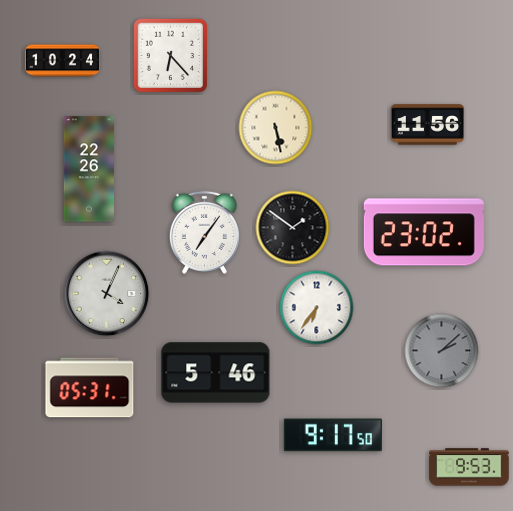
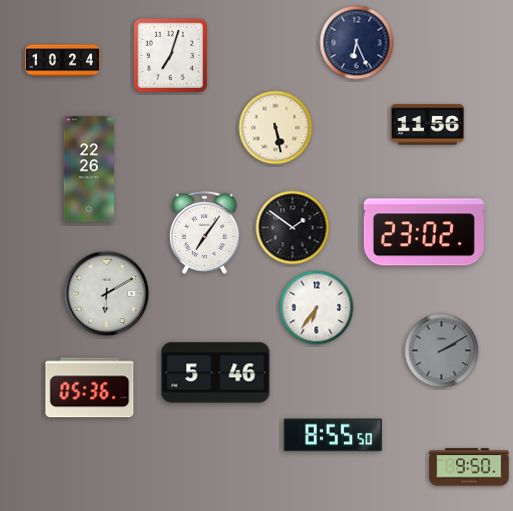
clock at (357, 43): none -> 6:26
clock at (170, 55): 6:23 -> 7:03
clock at (107, 294): 4:04 -> 6:10
clock at (442, 351): 2:08 -> 2:10
clock at (90, 388): 05:31 -> 05:36
clock at (333, 435): 9:17 -> 8:55
clock at (469, 467): 9:53 -> 9:50
